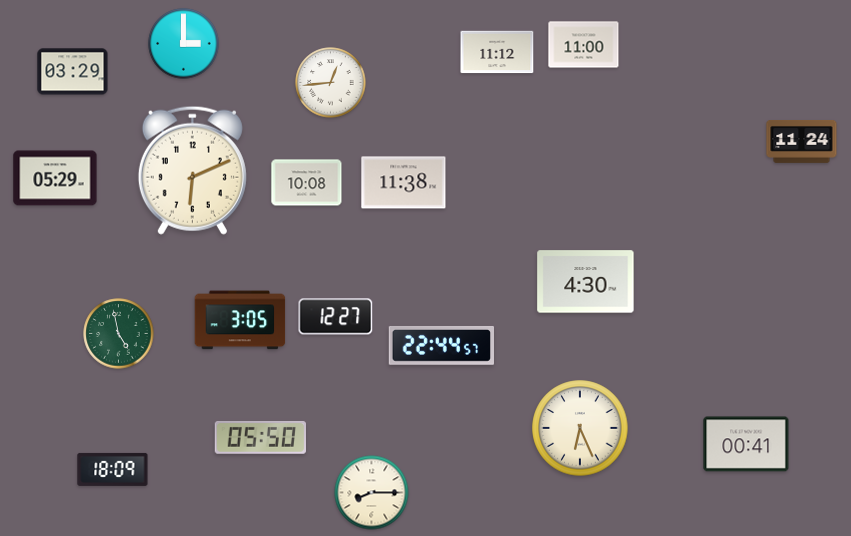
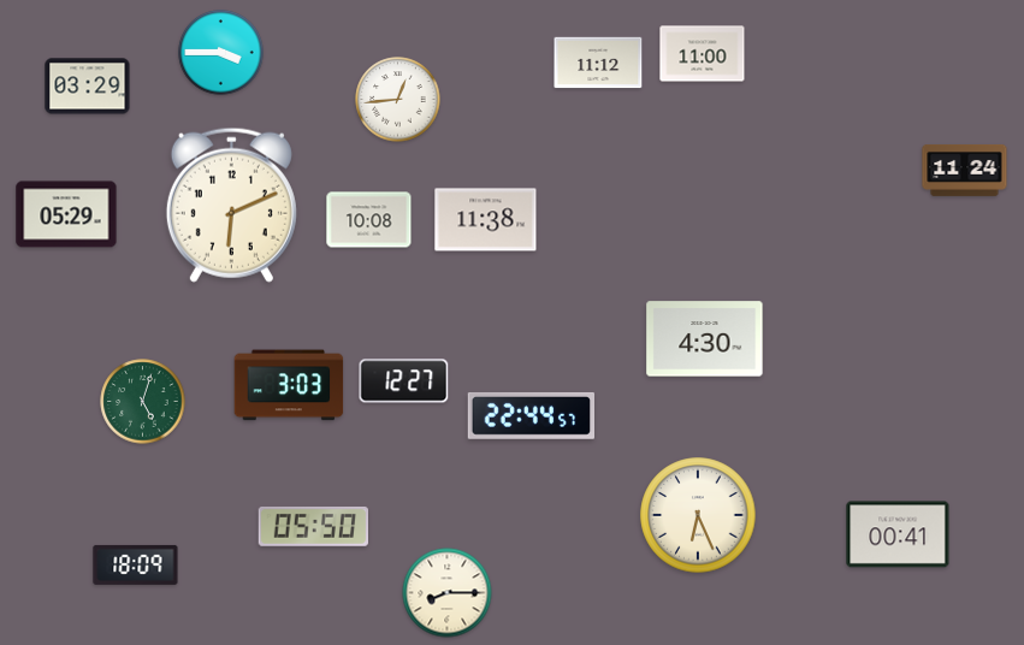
clock at (184, 44): 3:00 -> 3:45
clock at (240, 320): 3:05 -> 3:03
clock at (119, 334): 4:58 -> 5:03
